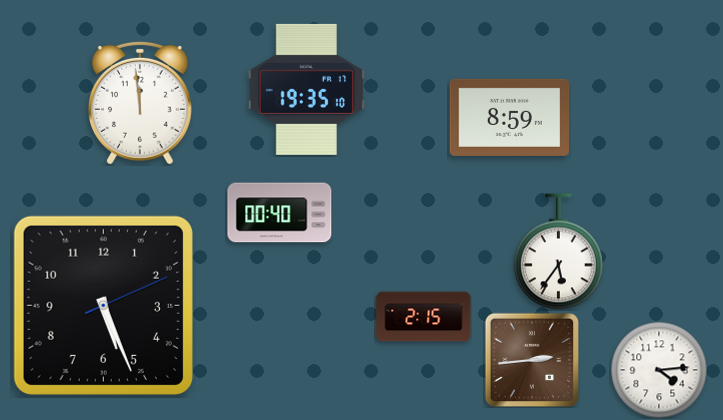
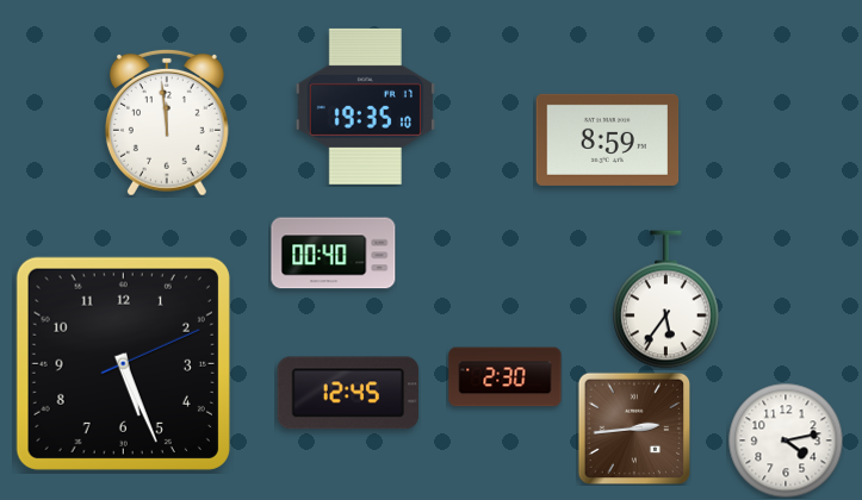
clock at (424, 317): 2:15 -> 2:30
clock at (348, 393): none -> 12:45
clock at (659, 370): 4:14 -> 4:13
